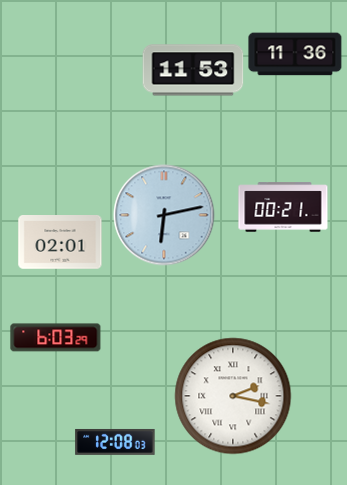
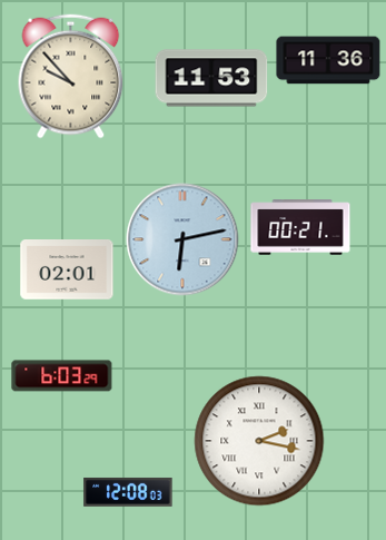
clock at (71, 77): none -> 9:53
clock at (193, 70) position: (193, 70) -> (211, 78)
clock at (283, 207) position: (283, 207) -> (300, 227)
